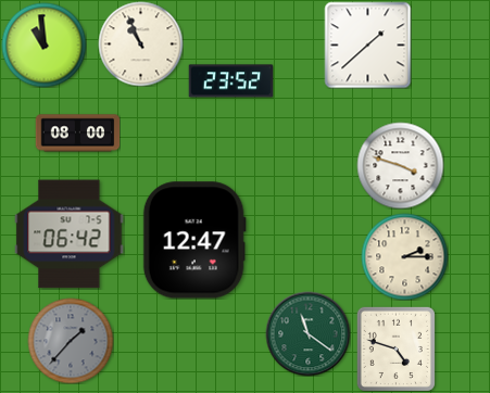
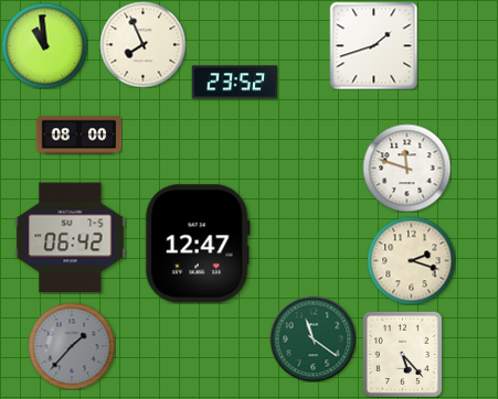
clock at (140, 43): 10:56 -> 7:56
clock at (367, 45): 1:38 -> 1:42
clock at (400, 165): 3:48 -> 11:48
clock at (404, 256): 2:15 -> 2:18
clock at (395, 348): 4:48 -> 5:23
